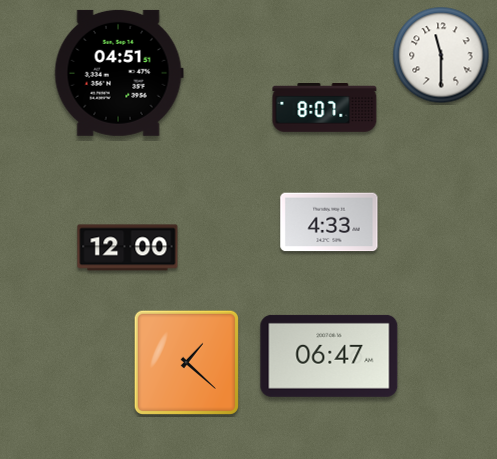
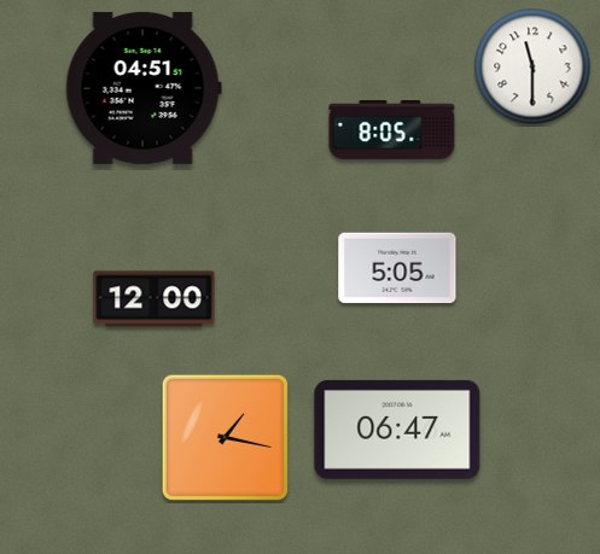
clock at (325, 108): 8:07 -> 8:05
clock at (329, 222): 4:33 -> 5:05
clock at (186, 362): 1:22 -> 1:17
